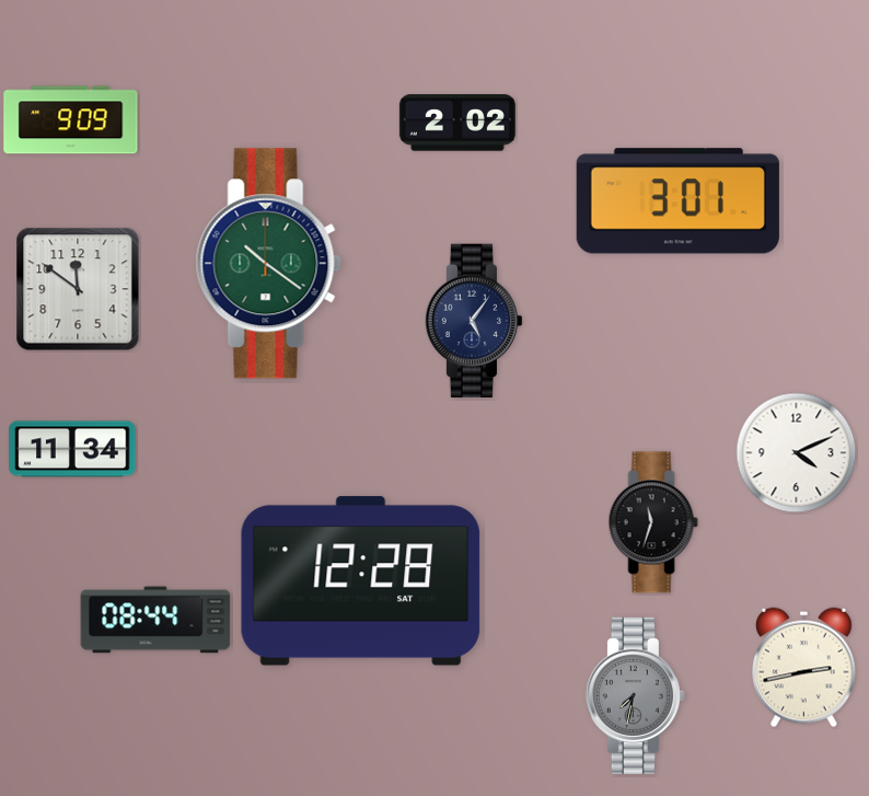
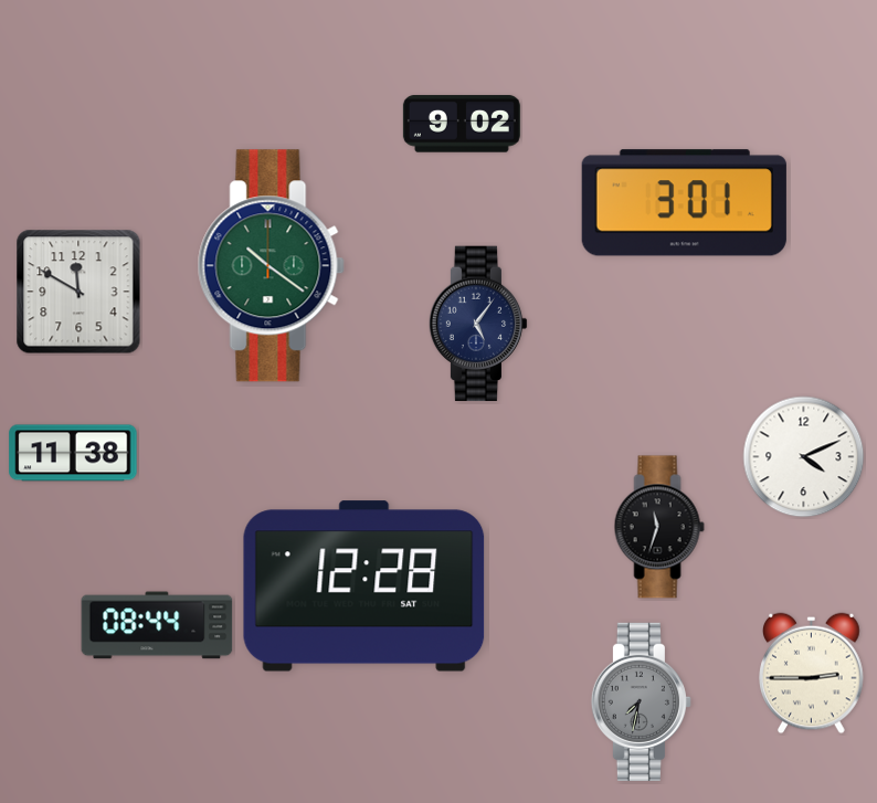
clock at (71, 120): 9:09 -> none
clock at (457, 123): 2:02 -> 9:02
clock at (78, 289): 11:51 -> 11:50
clock at (72, 449): 11:34 -> 11:38
clock at (804, 668): 2:43 -> 2:45
